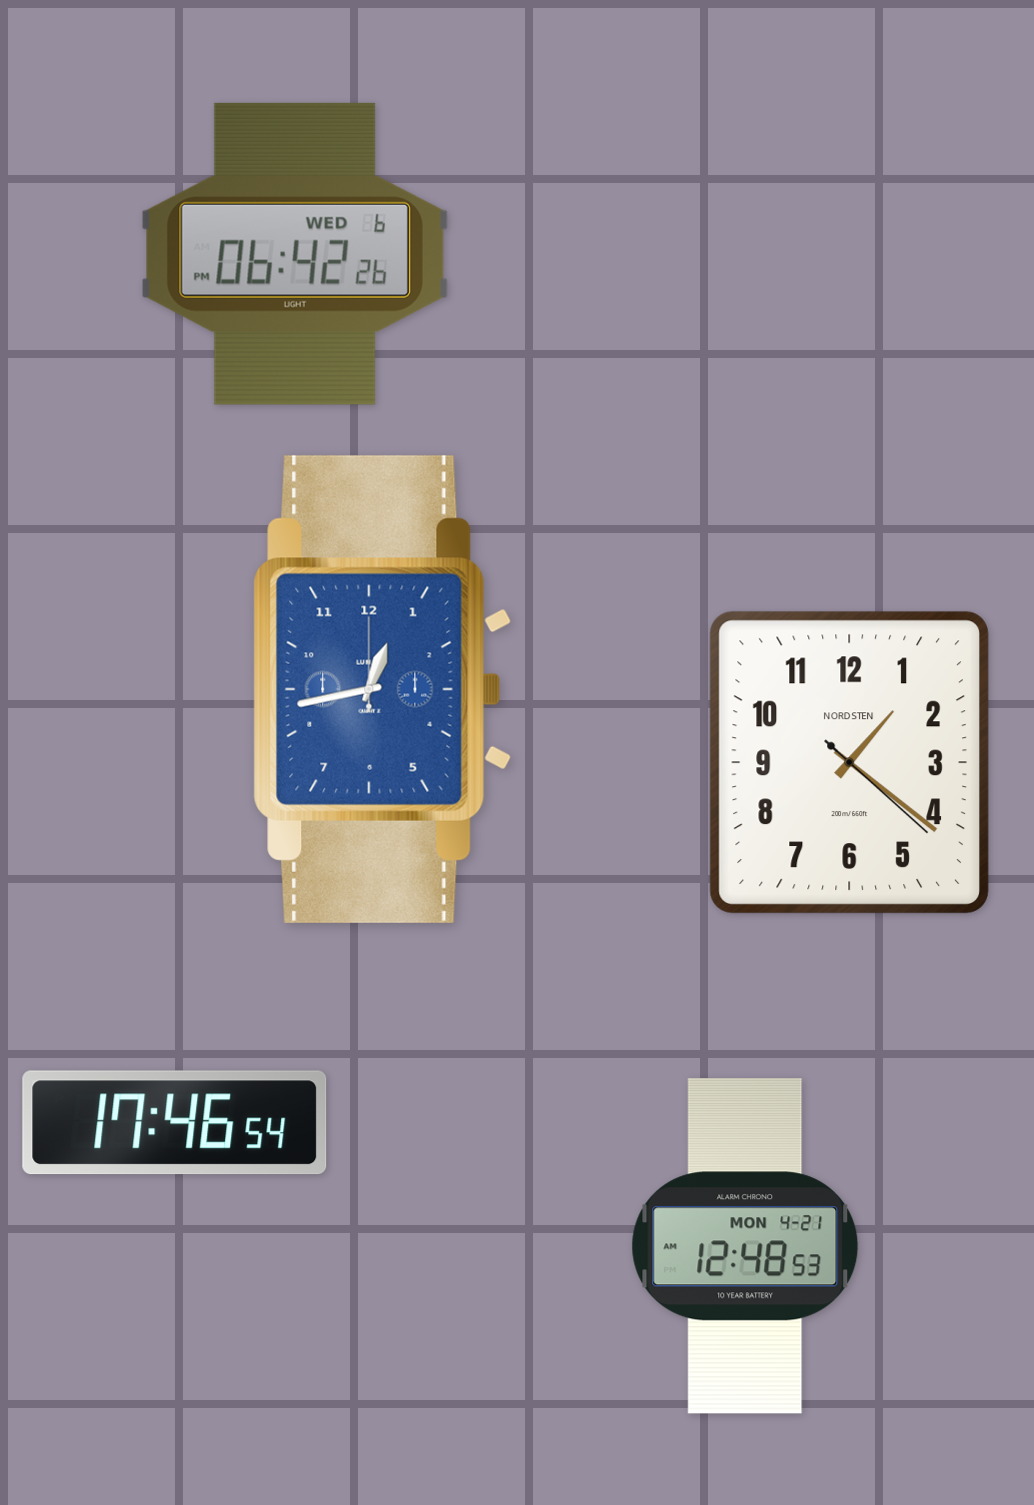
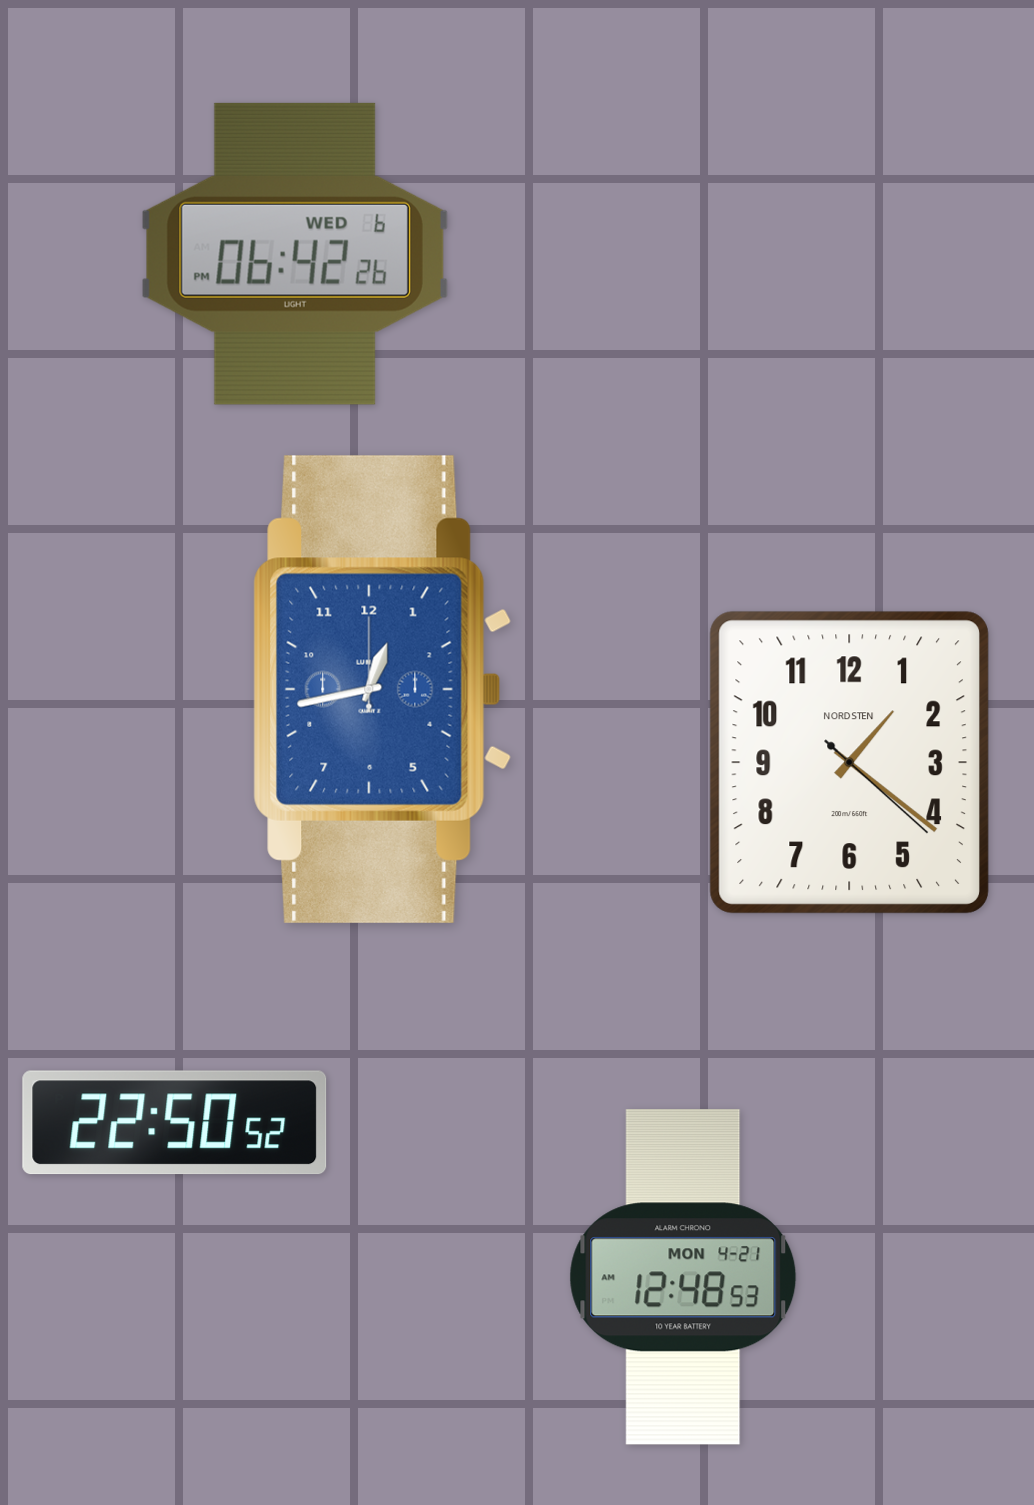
clock at (175, 1123): 17:46 -> 22:50
clock at (745, 1246) position: (745, 1246) -> (683, 1277)
